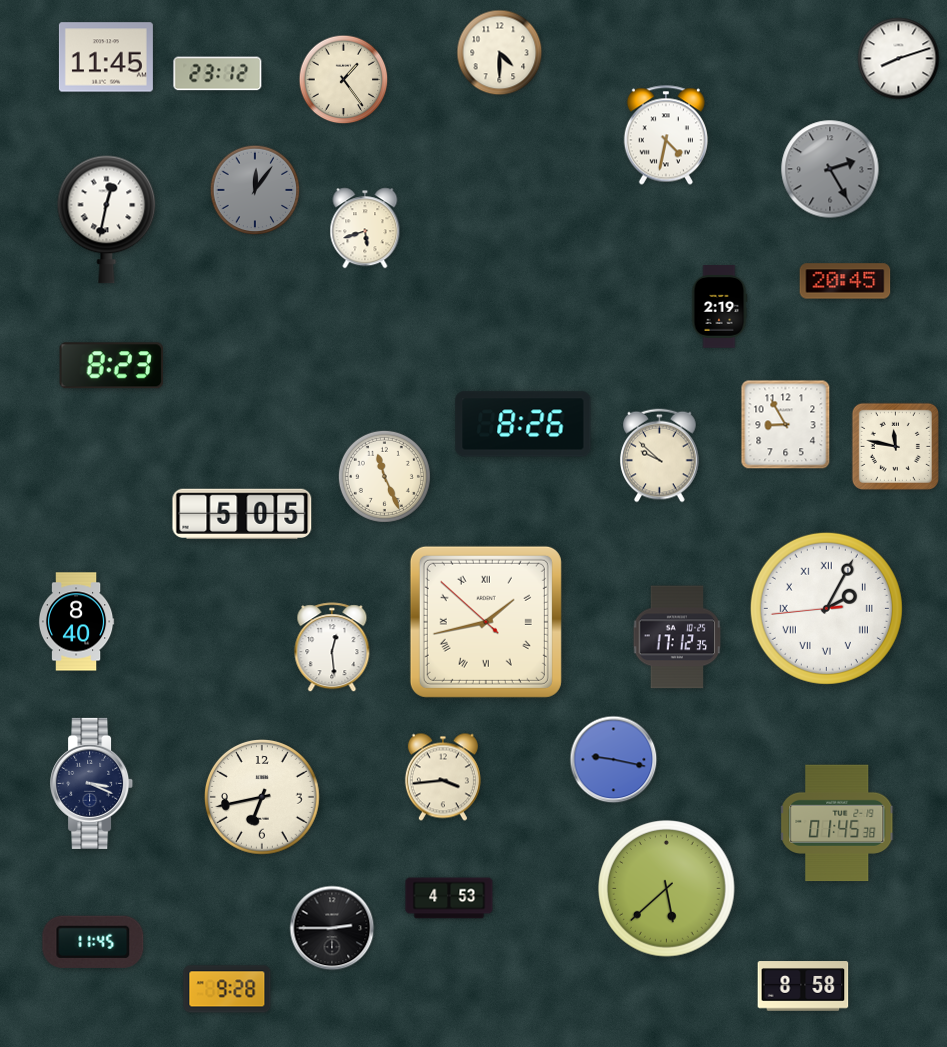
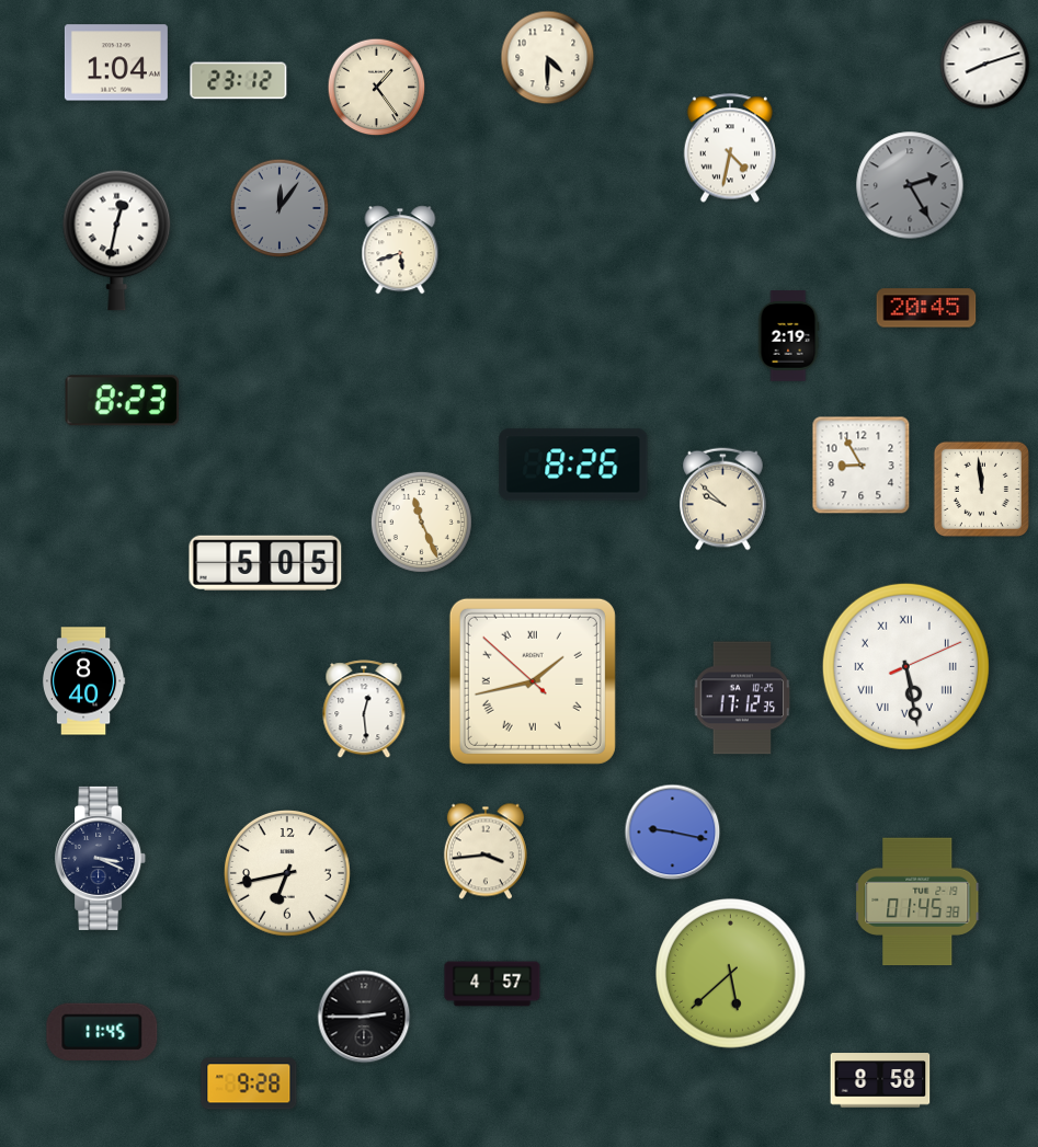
clock at (106, 57): 11:45 -> 1:04
clock at (895, 446): 11:47 -> 11:59
clock at (826, 608): 2:04 -> 5:28
clock at (449, 898): 4:53 -> 4:57
